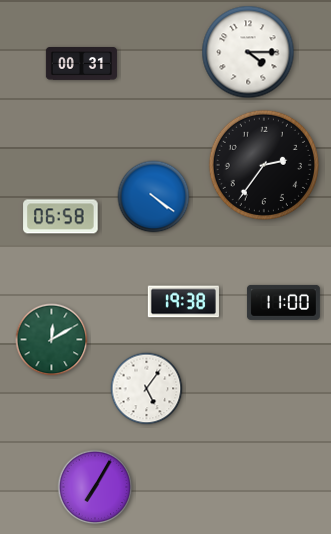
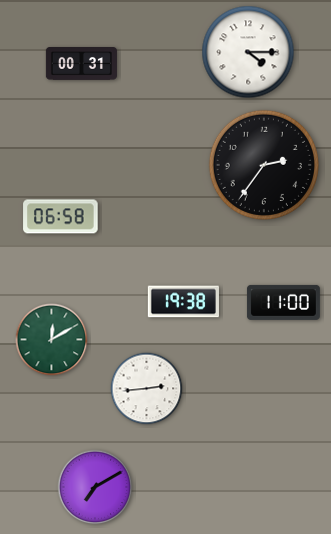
clock at (154, 197): 4:21 -> none
clock at (147, 389): 5:06 -> 2:44
clock at (95, 487): 7:05 -> 7:10
